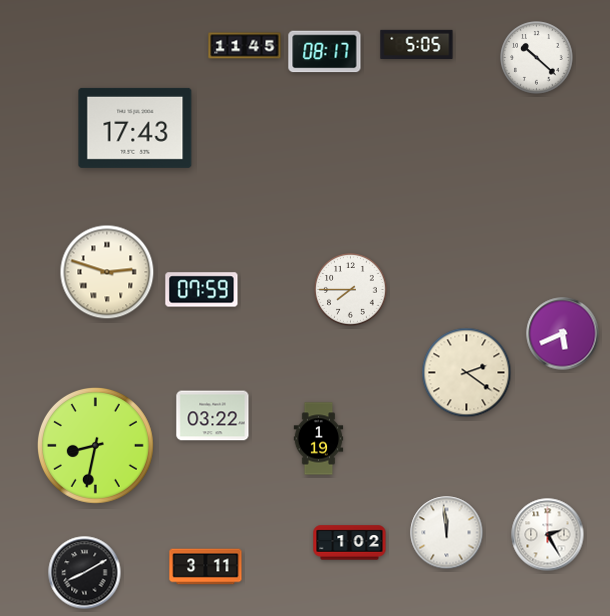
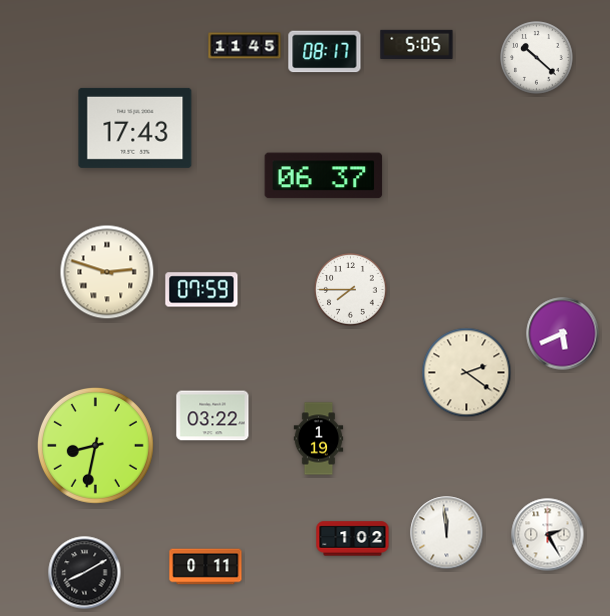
clock at (324, 176): none -> 06:37
clock at (350, 543) position: (350, 543) -> (353, 539)
clock at (206, 567): 3:11 -> 0:11
